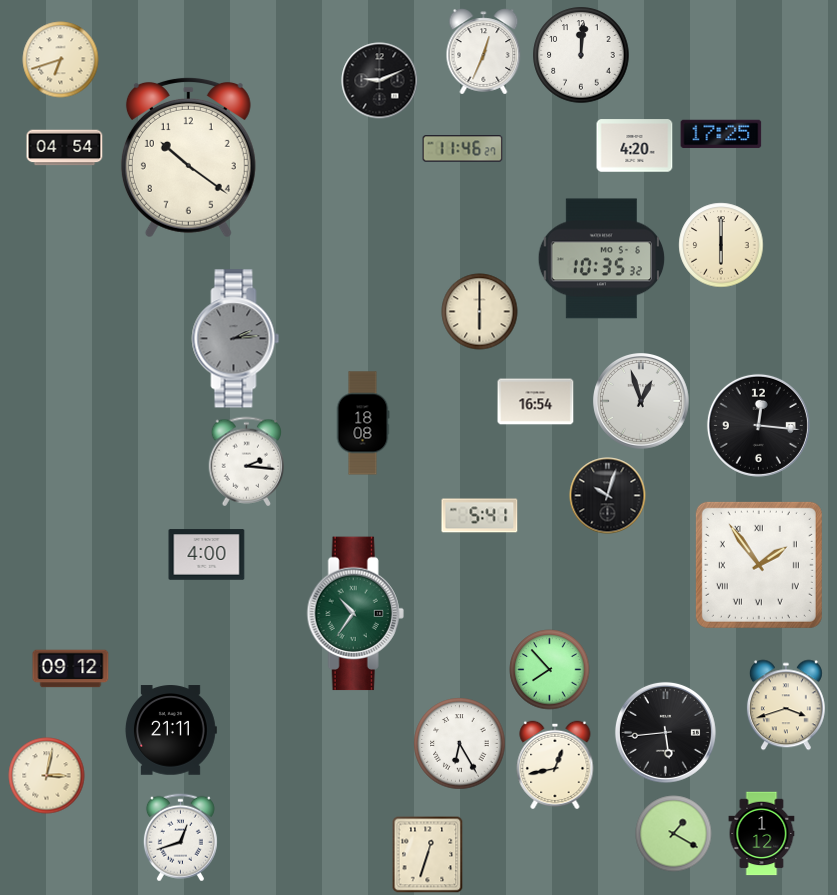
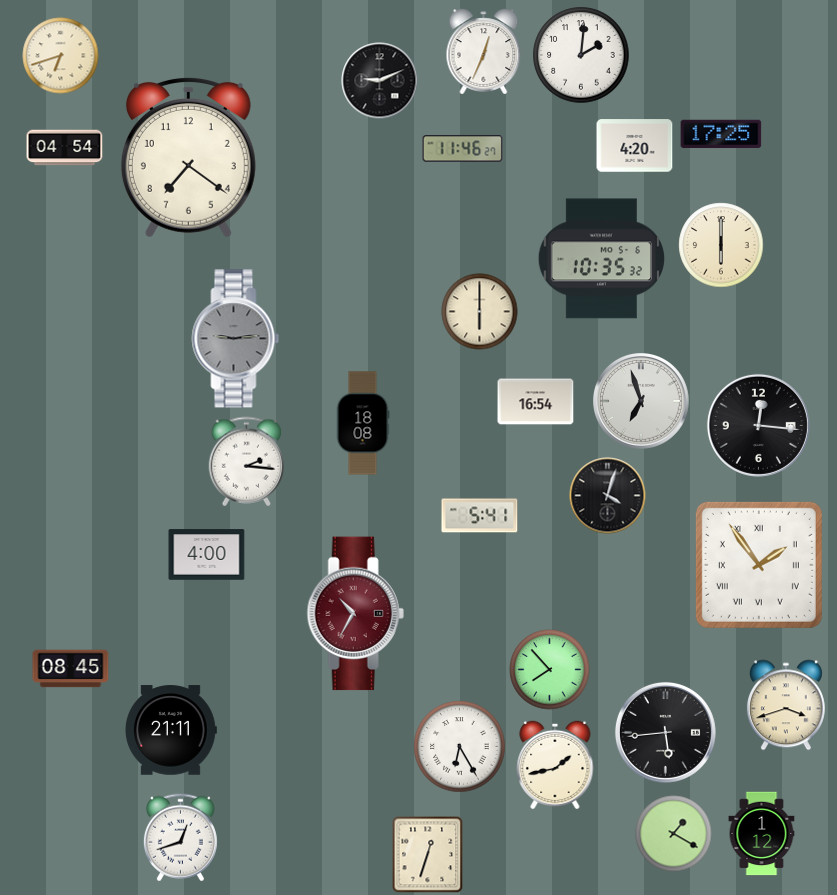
clock at (581, 55): 12:01 -> 2:01
clock at (61, 60) position: (61, 60) -> (61, 56)
clock at (188, 157): 10:21 -> 7:21
clock at (236, 339): 2:14 -> 9:14
clock at (642, 402): 12:57 -> 6:57
clock at (608, 496): 10:03 -> 4:03
clock at (355, 614): 10:36 -> 10:35
clock at (355, 614) dial: green -> burgundy
clock at (71, 669): 09:12 -> 08:45
clock at (460, 744) position: (460, 744) -> (460, 747)
clock at (555, 765): 12:43 -> 1:43
clock at (47, 776): 3:02 -> none
